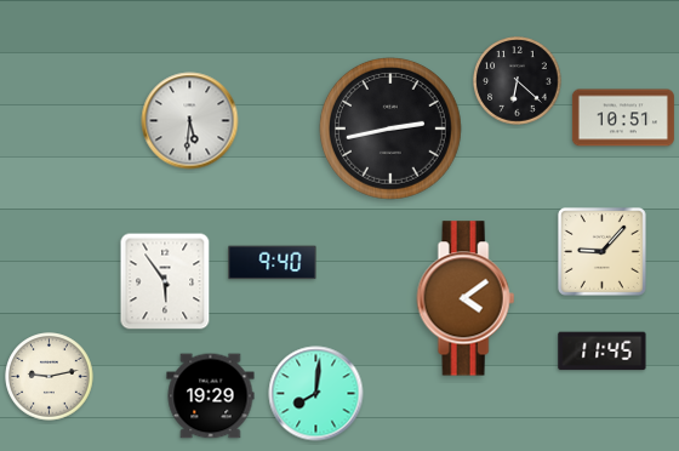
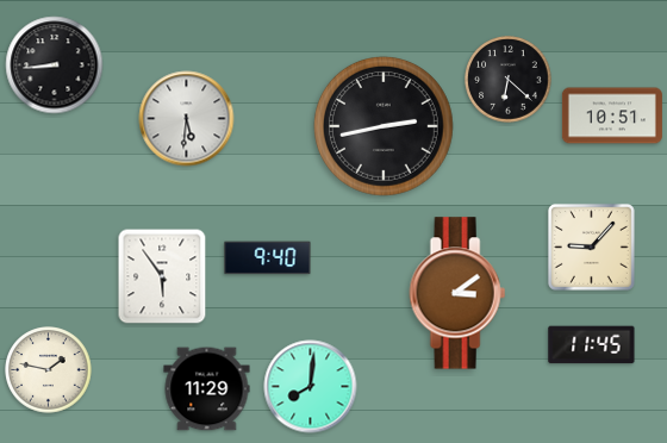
clock at (55, 65): none -> 8:44
clock at (466, 298): 4:09 -> 3:09
clock at (50, 377): 9:13 -> 1:47
clock at (211, 396): 19:29 -> 11:29
